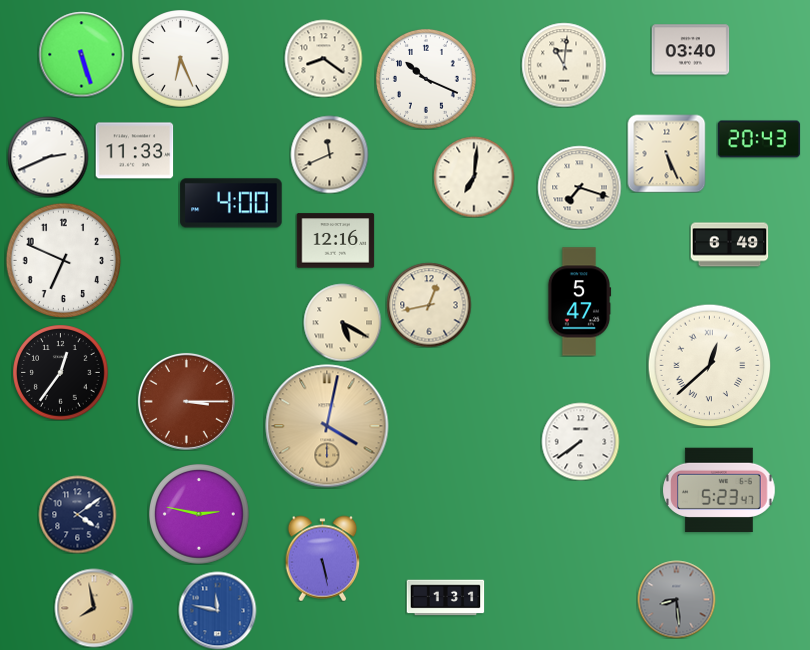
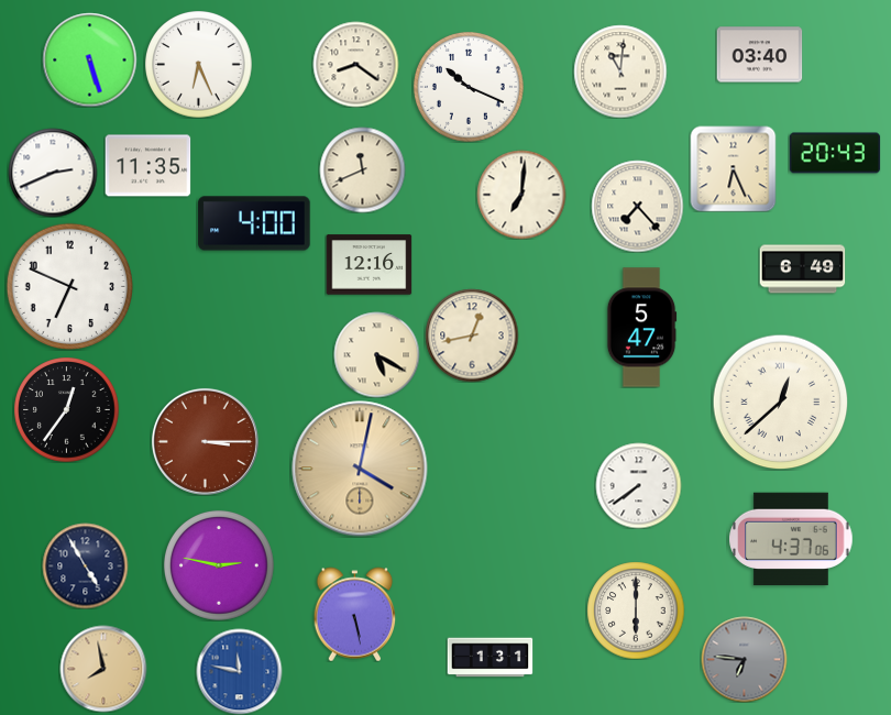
clock at (134, 151): 11:33 -> 11:35
clock at (666, 153): 5:26 -> 6:26
clock at (579, 187): 7:18 -> 7:23
clock at (579, 302) position: (579, 302) -> (641, 328)
clock at (719, 490): 5:23 -> 4:37
clock at (77, 514): 4:09 -> 4:55
clock at (636, 610): none -> 6:00
clock at (676, 599): 8:29 -> 6:46
